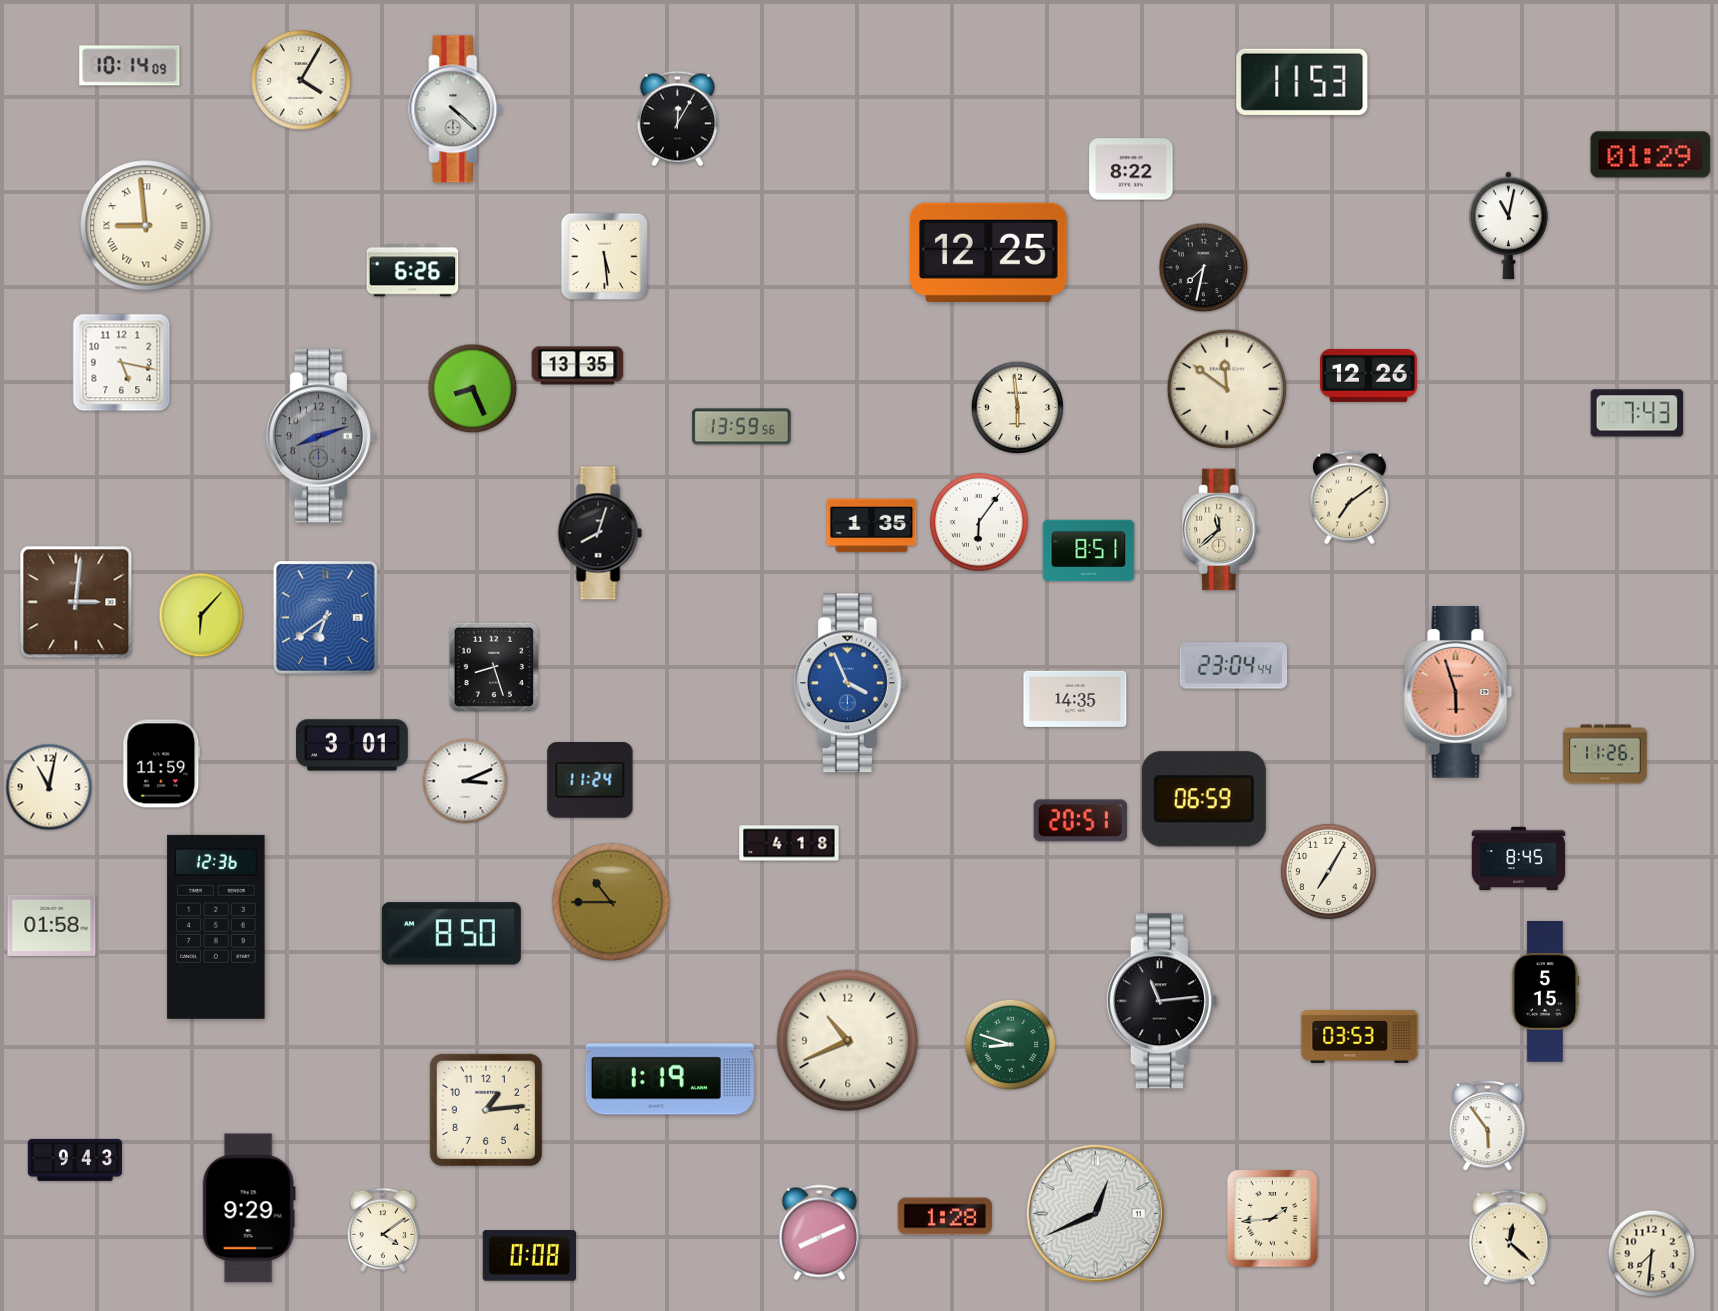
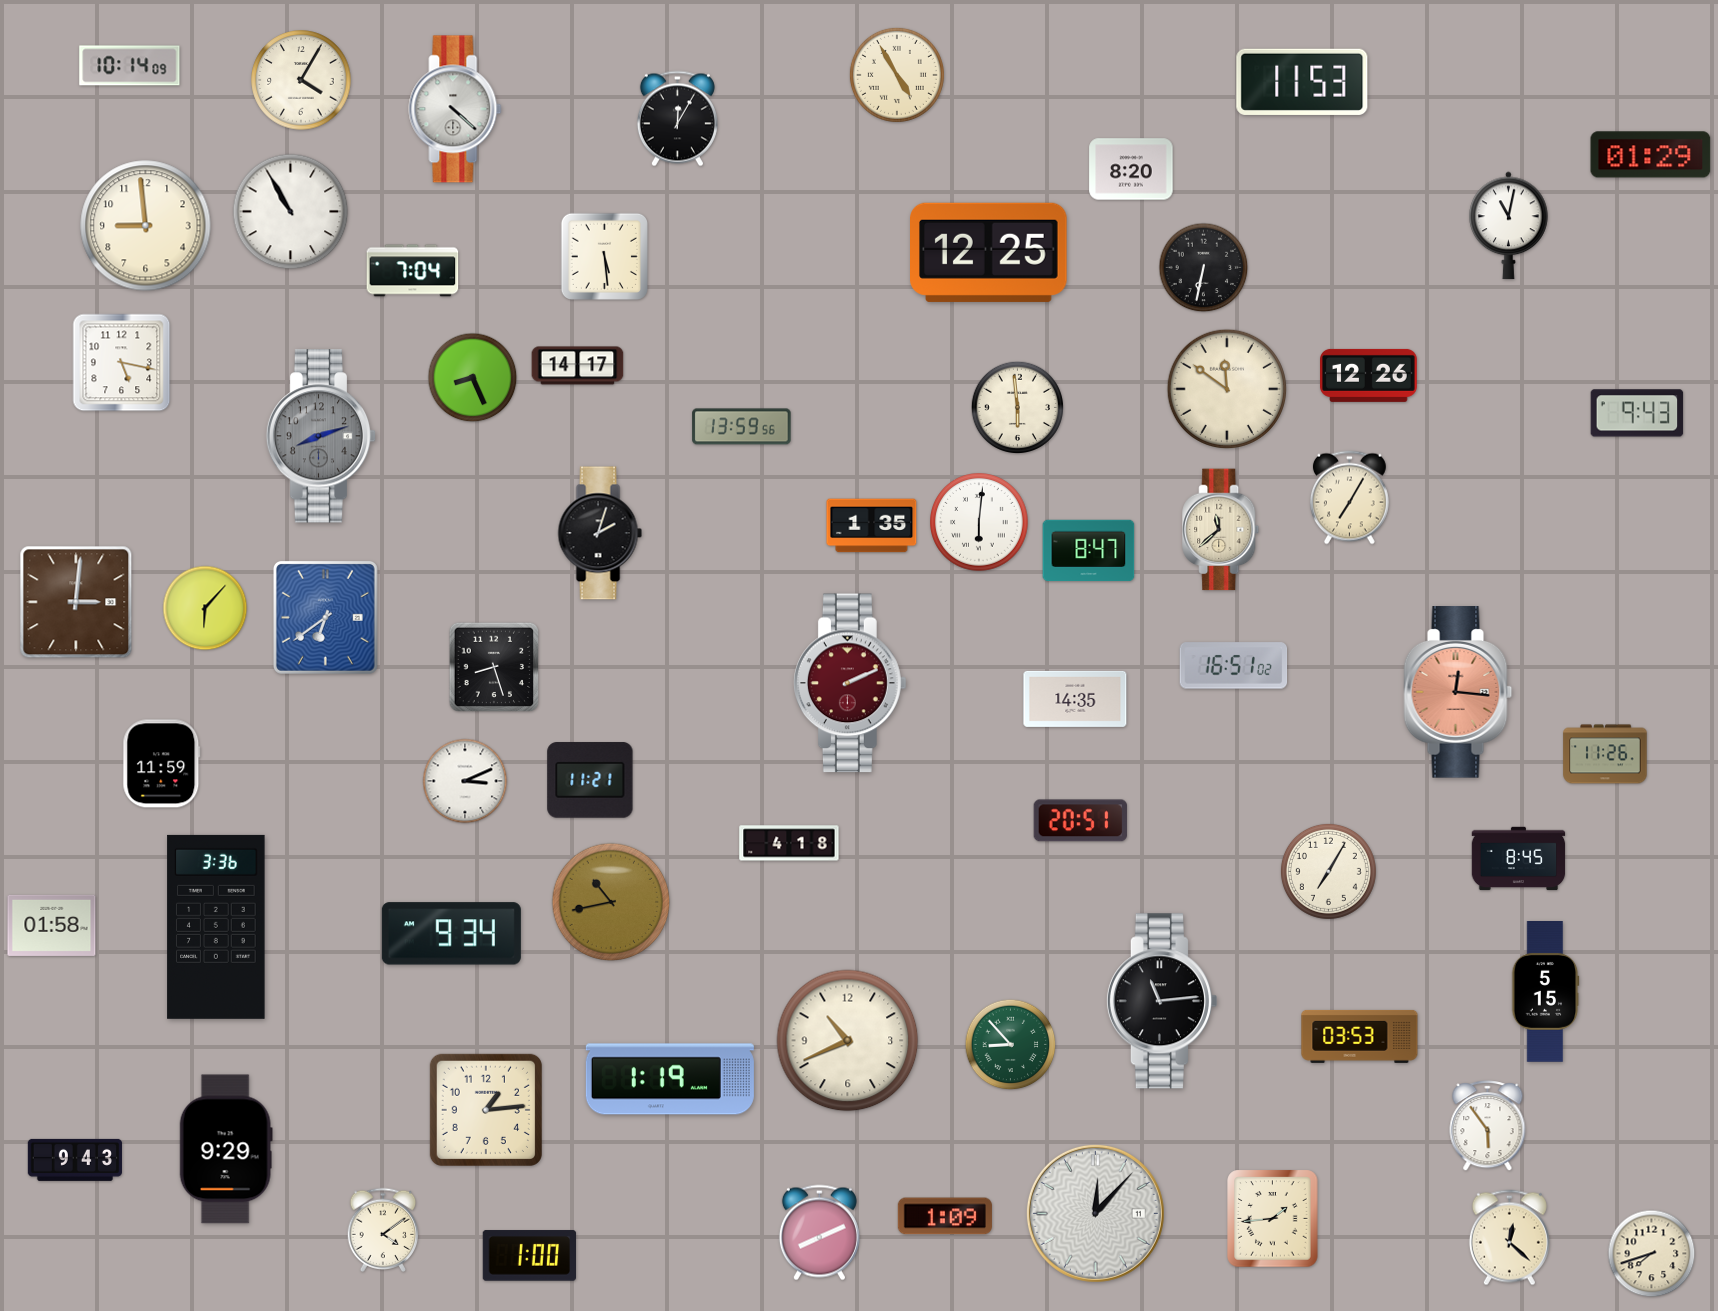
clock at (897, 75): none -> 4:55
clock at (1131, 169): 8:22 -> 8:20
clock at (291, 212): none -> 10:55
clock at (146, 226) numerals: Roman -> Arabic
clock at (1204, 268): 7:32 -> 6:32
clock at (413, 271): 6:26 -> 7:04
clock at (578, 366): 13:35 -> 14:17
clock at (473, 389) position: (473, 389) -> (473, 378)
clock at (1637, 413): 7:43 -> 9:43
clock at (1349, 498): 7:09 -> 7:05
clock at (979, 522): 6:06 -> 6:01
clock at (600, 533): 8:03 -> 2:03
clock at (1089, 551): 8:51 -> 8:47
clock at (201, 615) position: (201, 615) -> (205, 608)
clock at (1234, 666): 23:04 -> 16:51
clock at (851, 683): 3:56 -> 2:11
clock at (851, 683) dial: blue -> burgundy
clock at (1458, 692): 5:57 -> 12:16
clock at (352, 745): 3:01 -> none
clock at (590, 780): 11:24 -> 11:21
clock at (49, 787): 11:02 -> none
clock at (1204, 799): 06:59 -> none
clock at (611, 902): 10:45 -> 10:43
clock at (216, 927): 12:36 -> 3:36
clock at (451, 934): 8:50 -> 9:34
clock at (1011, 1045): 8:48 -> 8:53
clock at (249, 1208) position: (249, 1208) -> (226, 1149)
clock at (1095, 1213): 12:41 -> 12:07
clock at (945, 1216): 1:28 -> 1:09
clock at (1652, 1254): 7:31 -> 7:42
clock at (530, 1256): 0:08 -> 1:00
